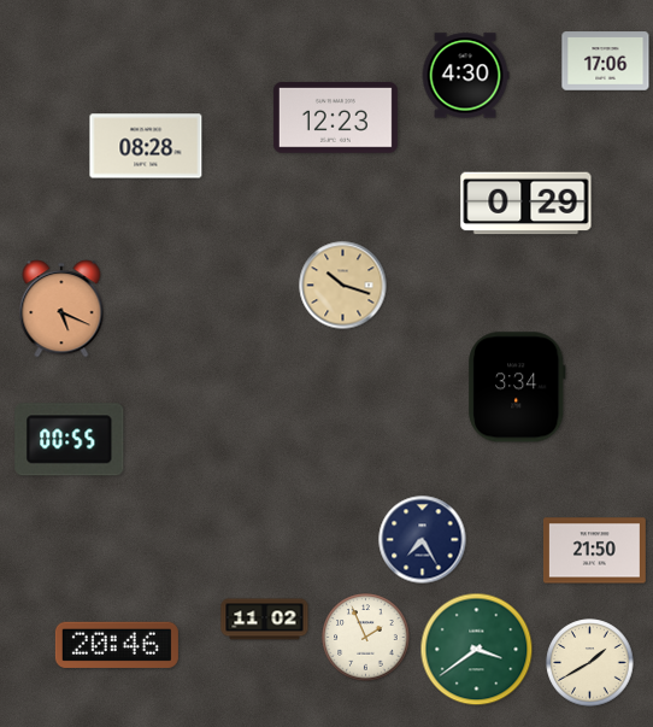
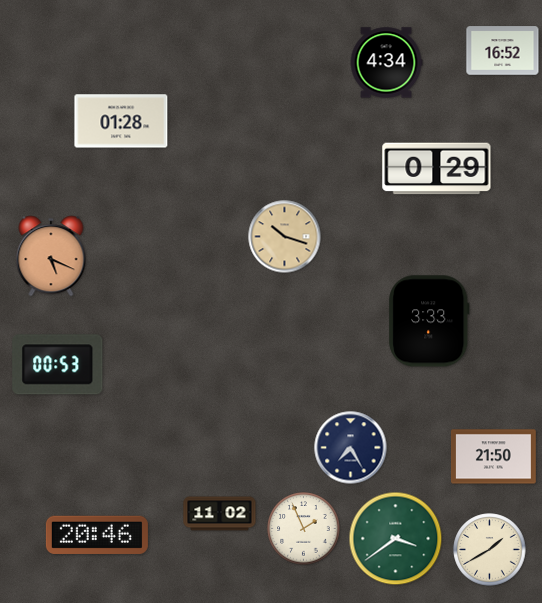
clock at (606, 61): 17:06 -> 16:52
clock at (465, 76): 4:30 -> 4:34
clock at (335, 118): 12:23 -> none
clock at (146, 146): 08:28 -> 01:28
clock at (517, 387): 3:34 -> 3:33
clock at (70, 440): 00:55 -> 00:53
